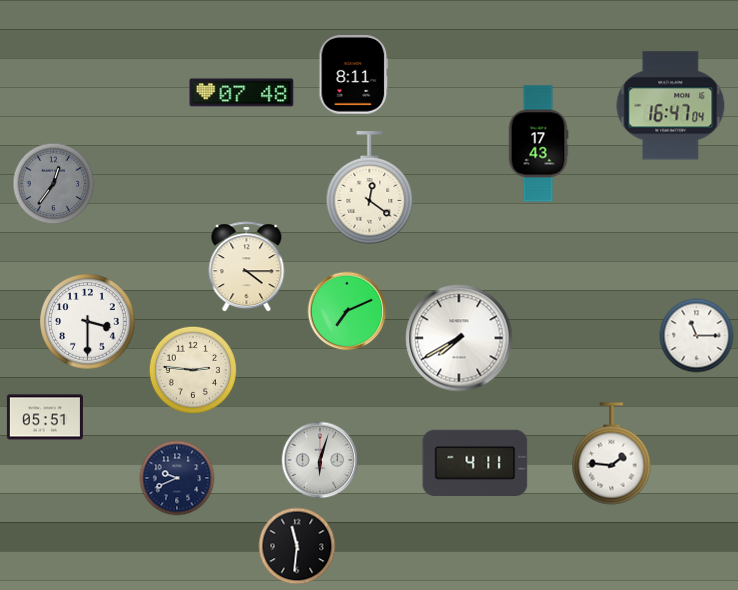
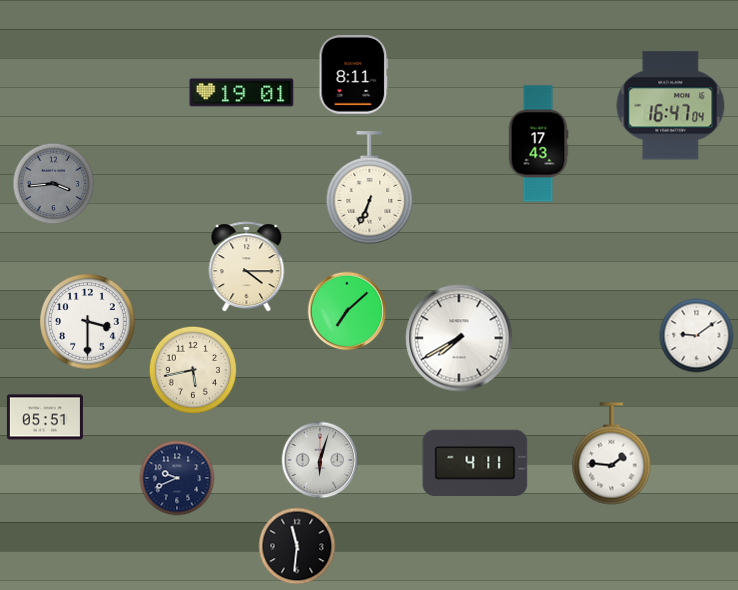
clock at (242, 93): 07:48 -> 19:01
clock at (54, 184): 12:36 -> 3:44
clock at (370, 188): 12:21 -> 6:34
clock at (347, 311): 7:11 -> 7:08
clock at (697, 336): 11:15 -> 9:09
clock at (193, 370): 2:46 -> 5:43
